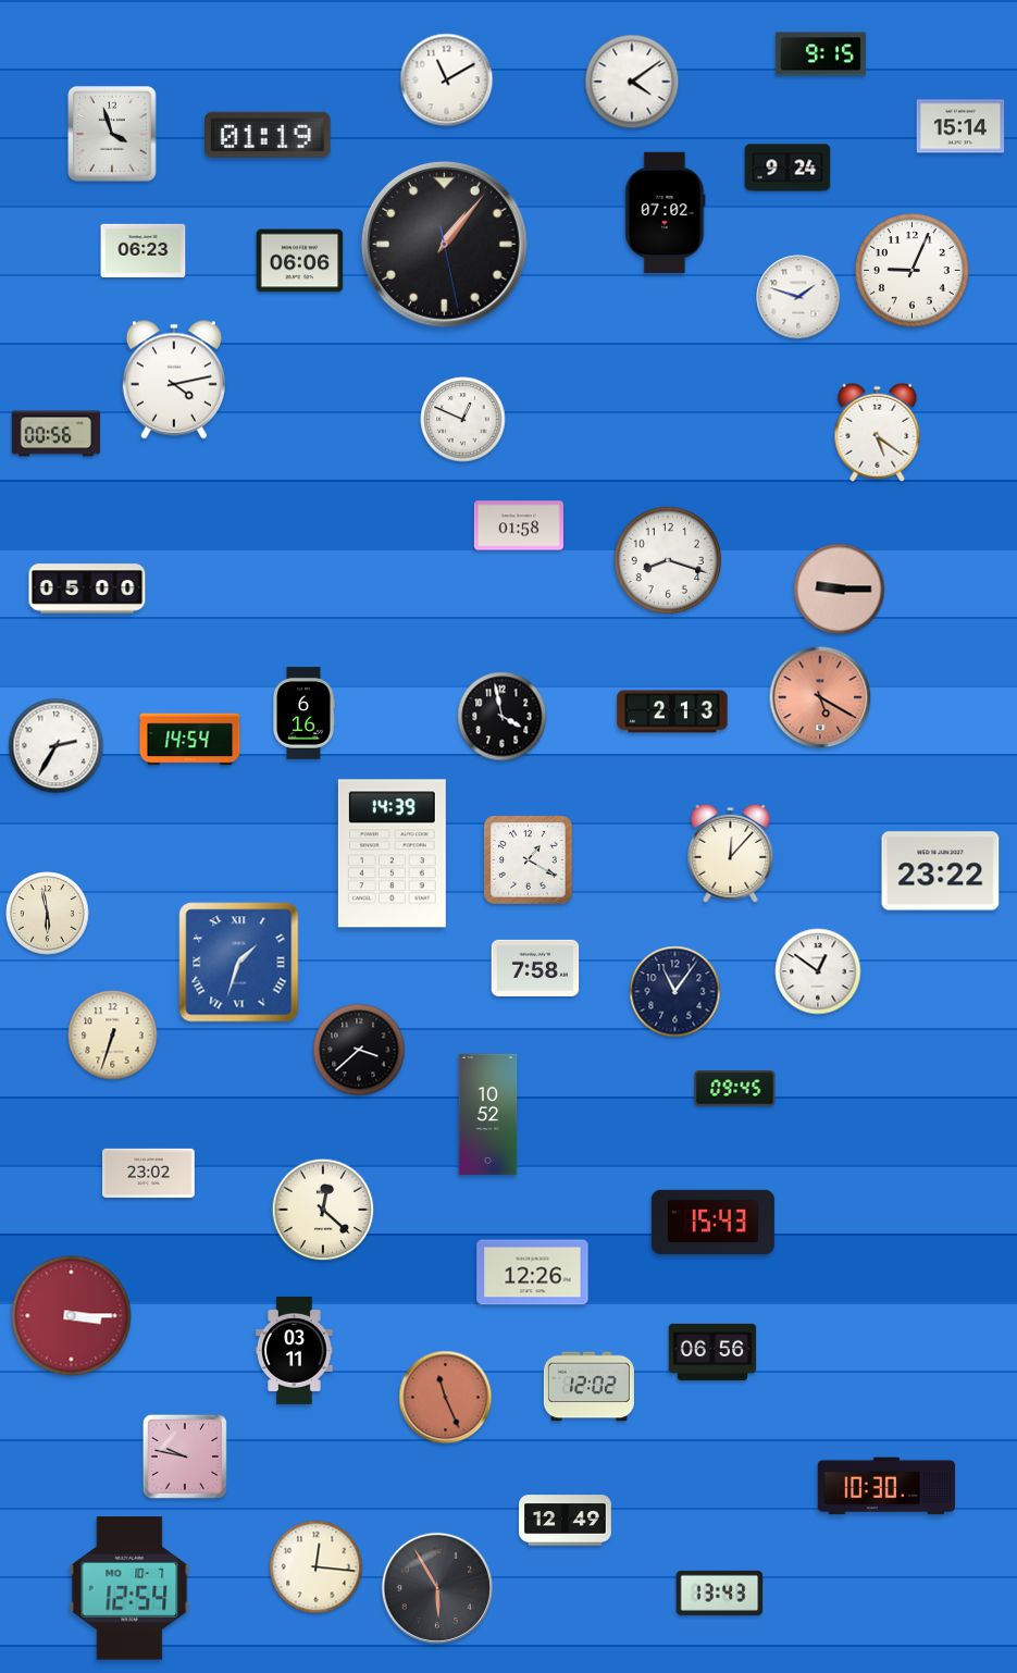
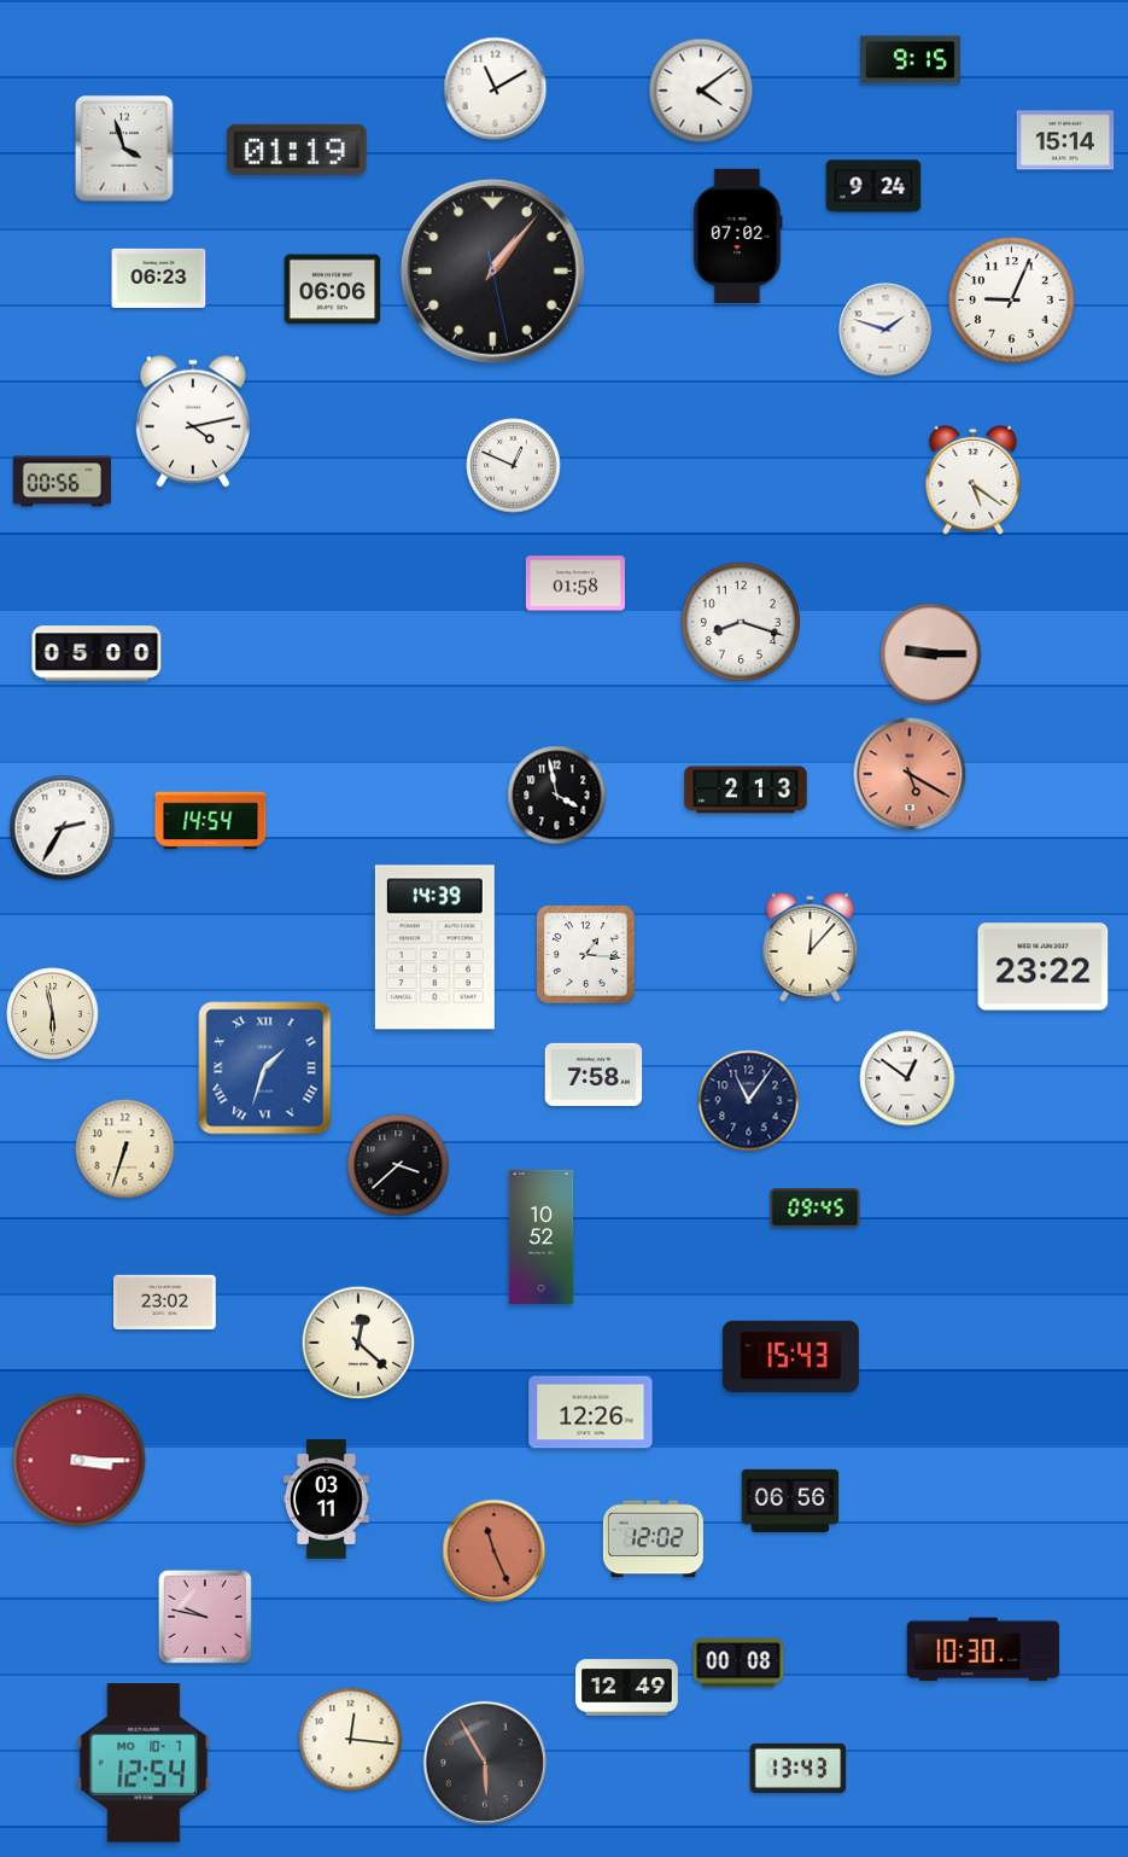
clock at (305, 714): 6:16 -> none
clock at (529, 860): 1:20 -> 1:16
clock at (738, 1663): none -> 00:08
